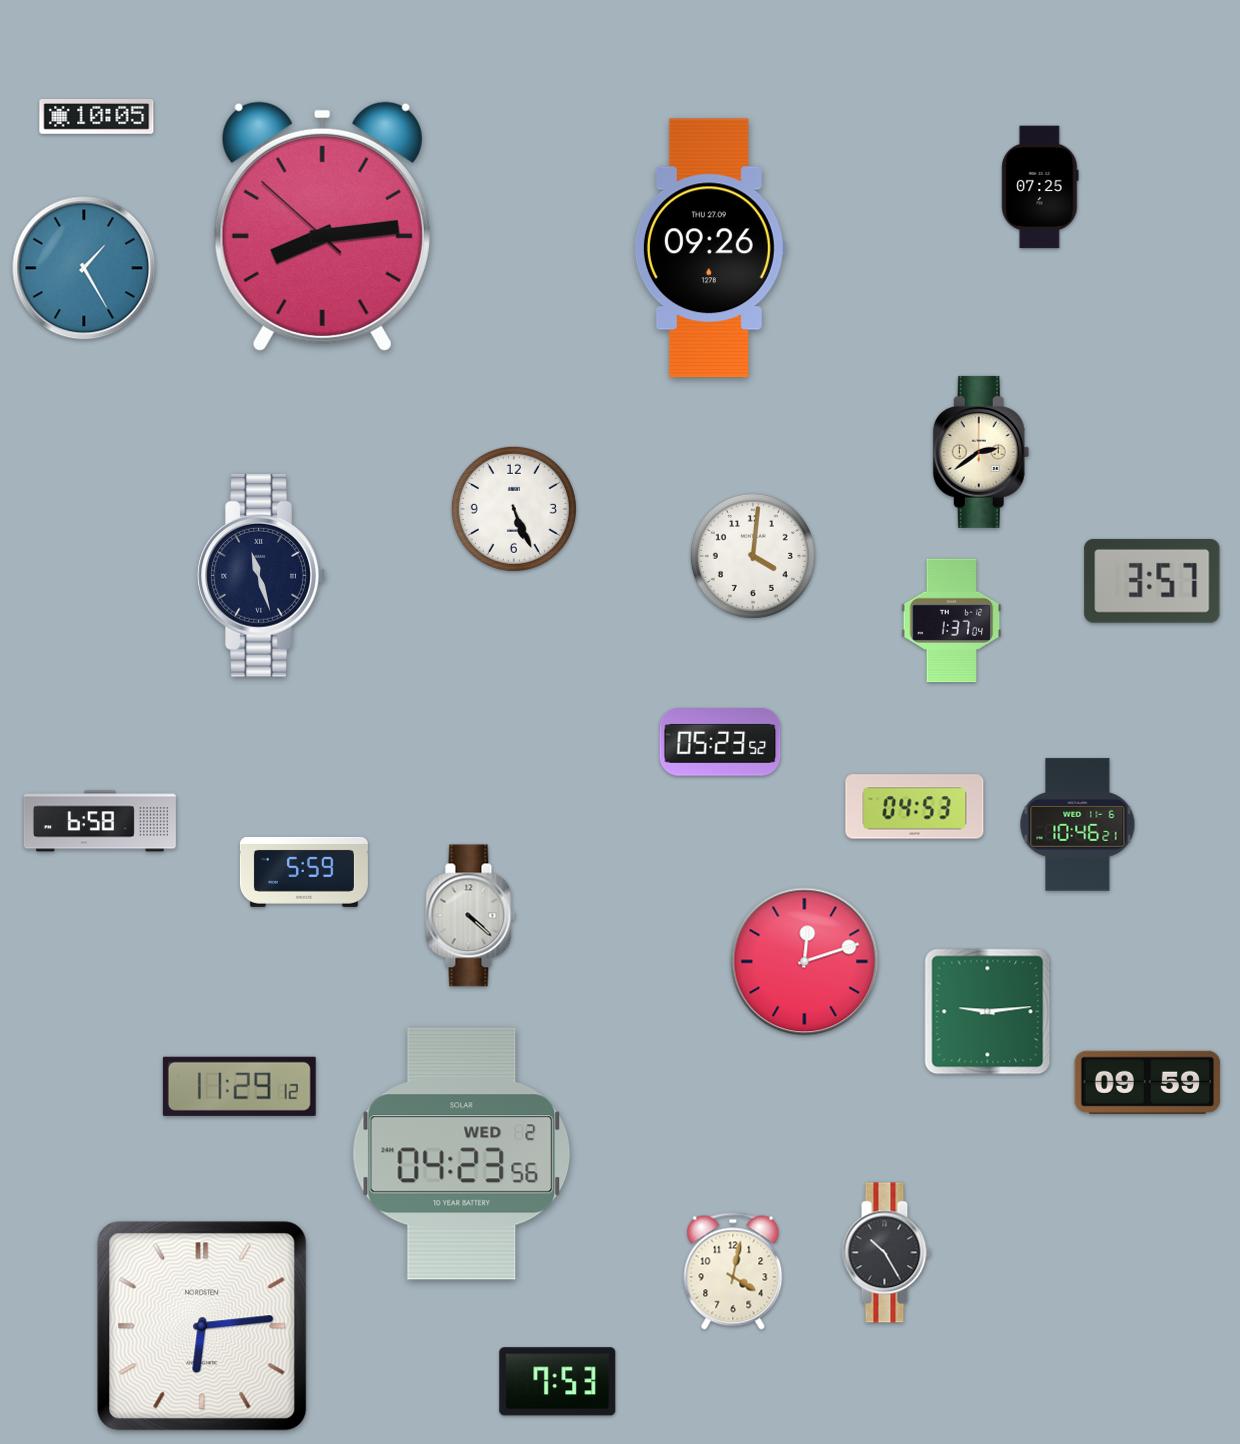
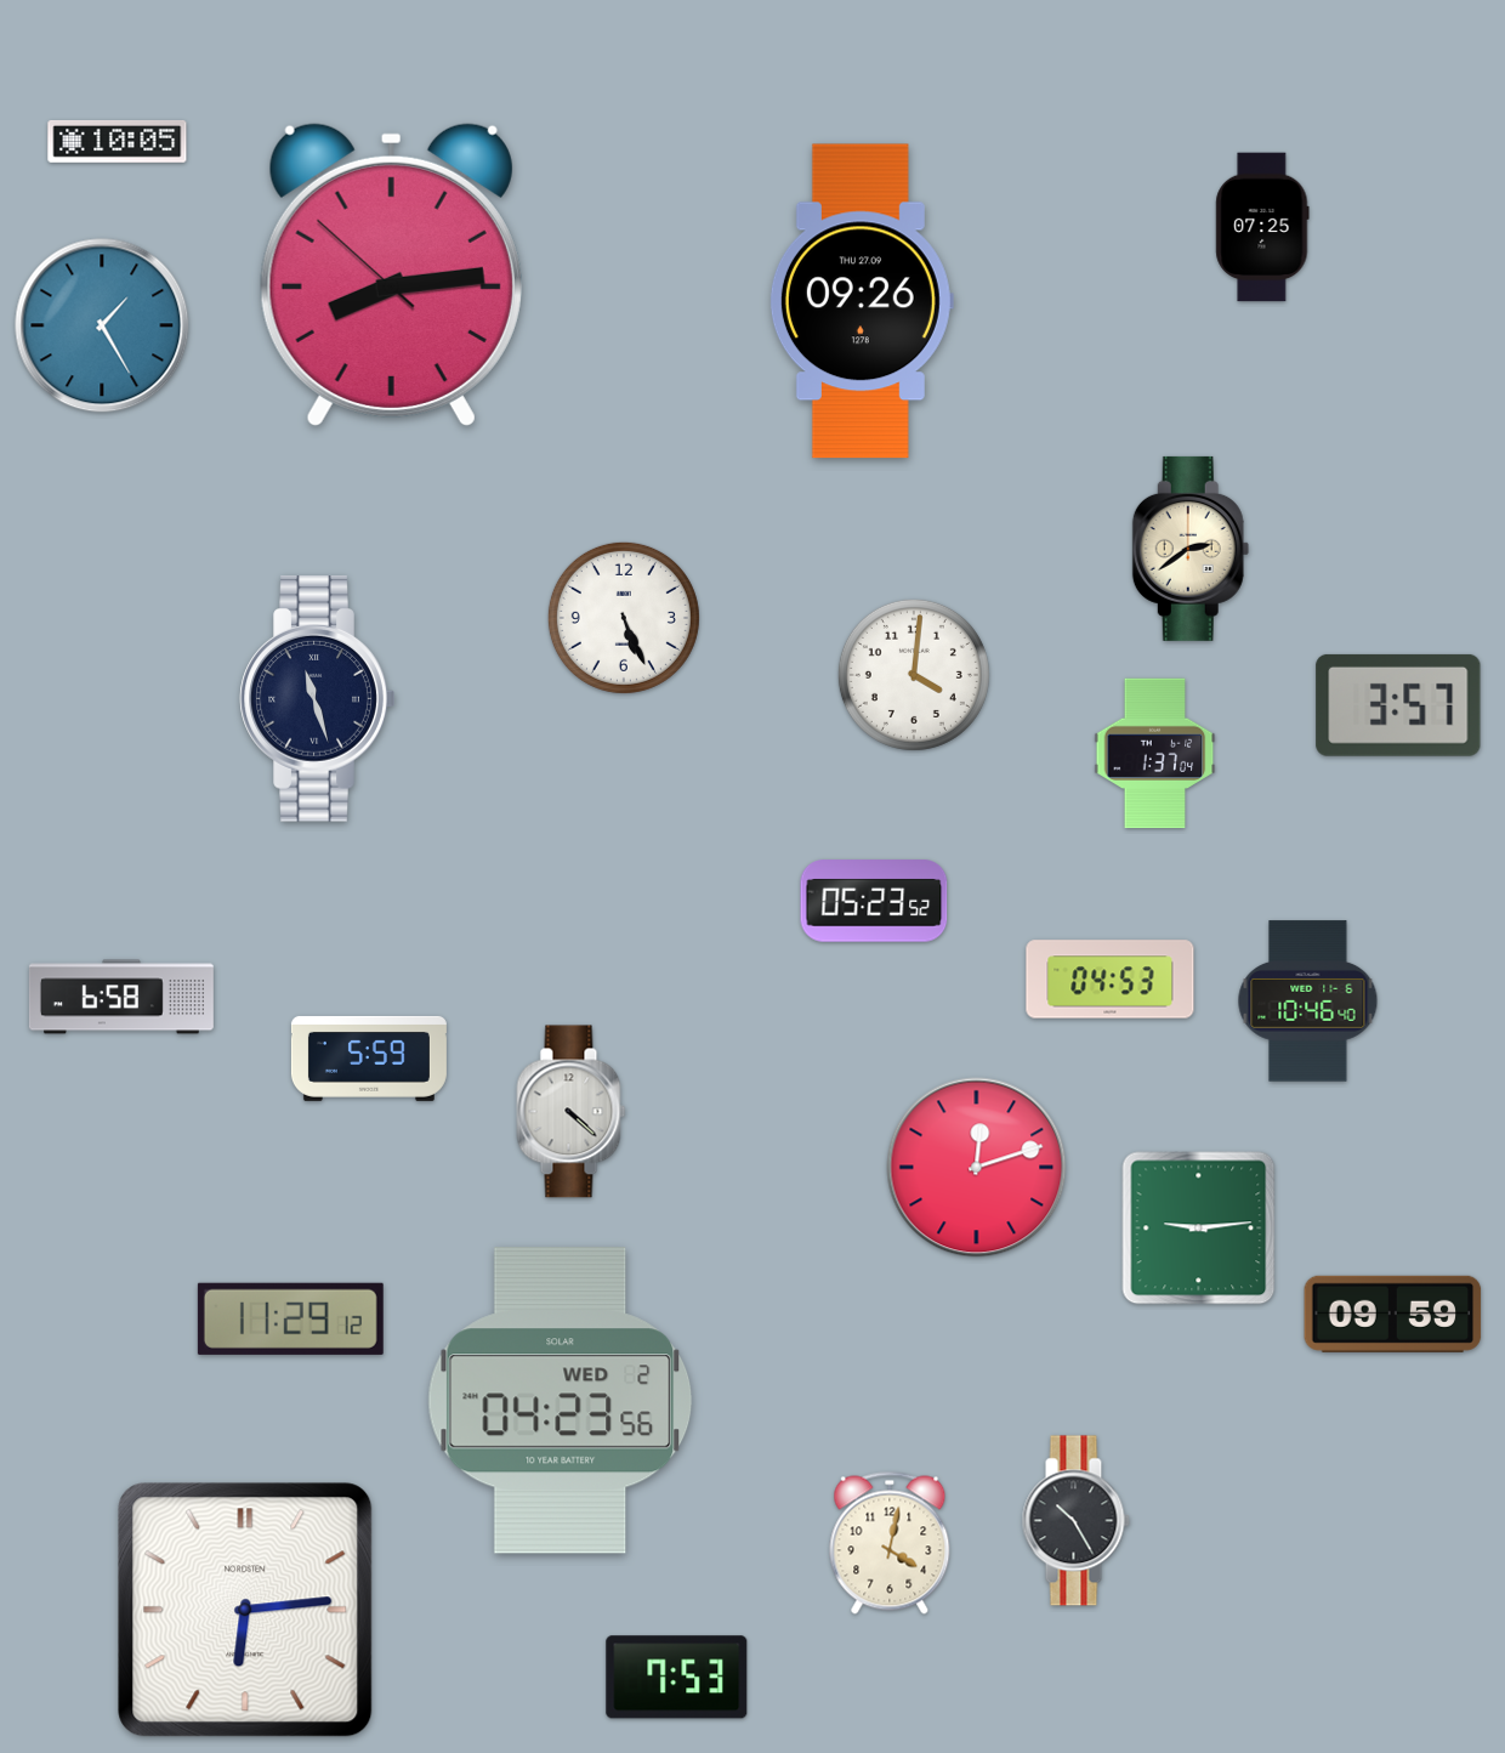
clock at (1078, 825): 10:46:21 -> 10:46:40
